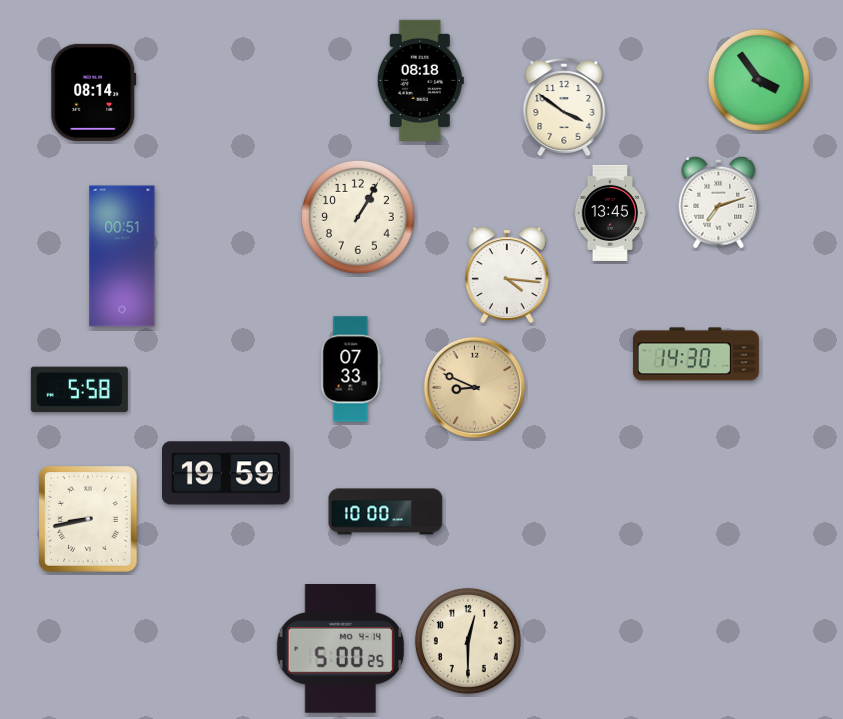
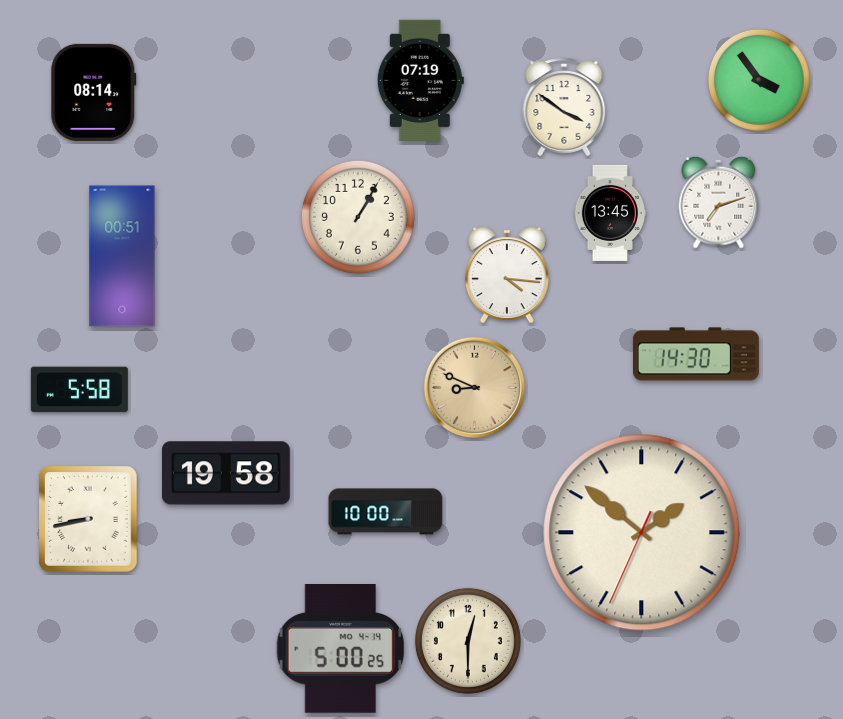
clock at (420, 80): 08:18 -> 07:19
clock at (351, 369): 07:33 -> none
clock at (227, 473): 19:59 -> 19:58
clock at (642, 533): none -> 1:51
